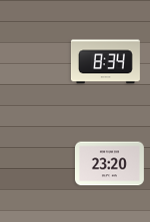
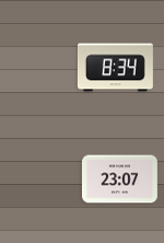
clock at (109, 164): 23:20 -> 23:07
